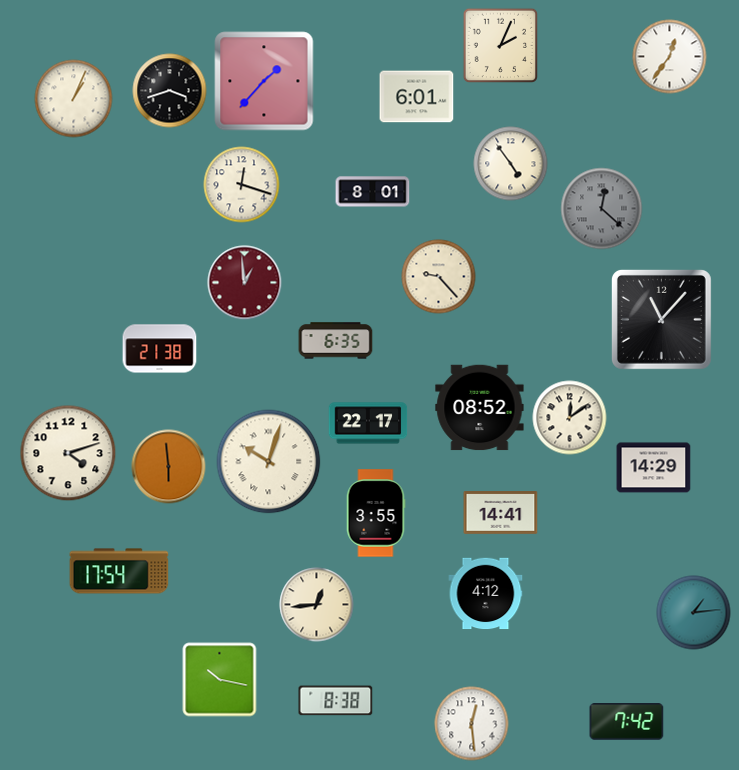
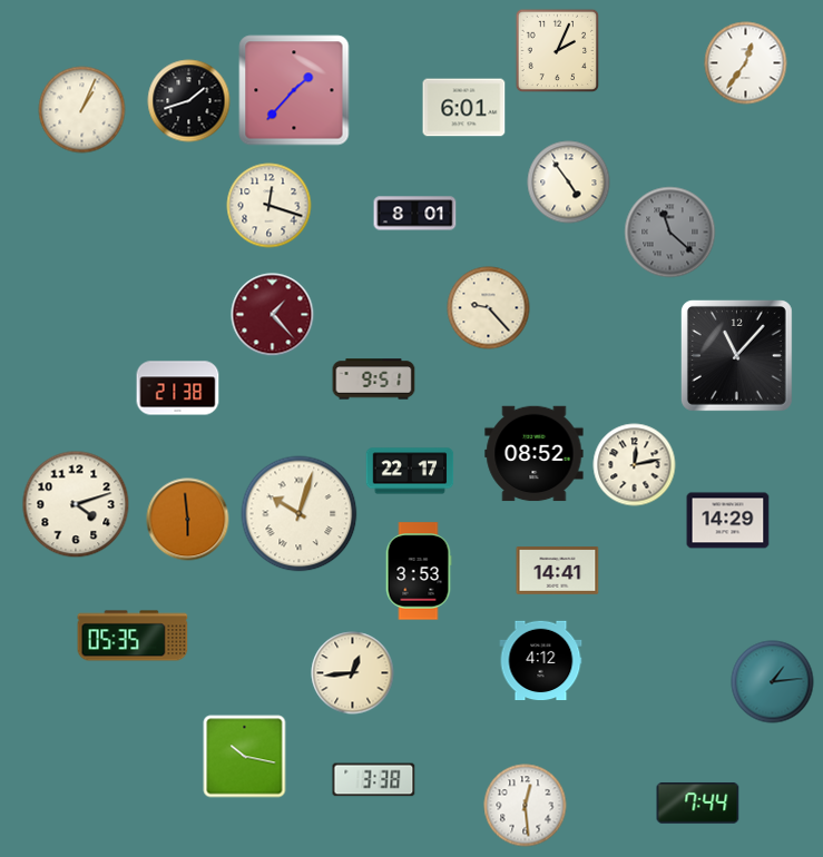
clock at (170, 91): 3:42 -> 1:42
clock at (602, 209): 12:22 -> 11:22
clock at (245, 283): 12:59 -> 1:23
clock at (336, 341): 6:35 -> 9:51
clock at (570, 418): 12:09 -> 12:13
clock at (376, 513): 3:55 -> 3:53
clock at (119, 571): 17:54 -> 05:35
clock at (336, 701): 8:38 -> 3:38
clock at (627, 722): 7:42 -> 7:44
